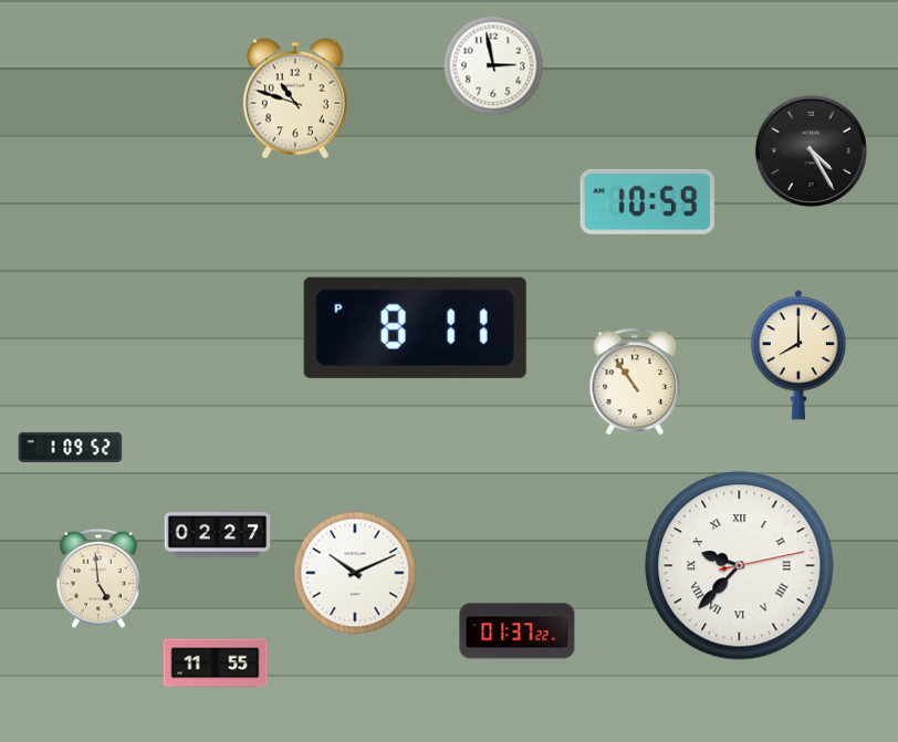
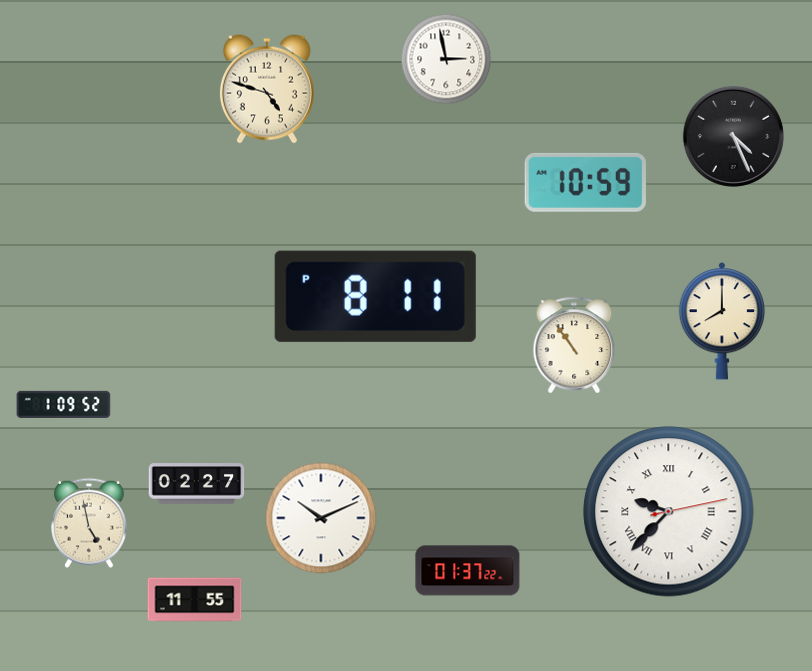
clock at (295, 98): 10:48 -> 4:48
clock at (811, 150): 4:25 -> 4:26
clock at (100, 578): 4:59 -> 4:58
